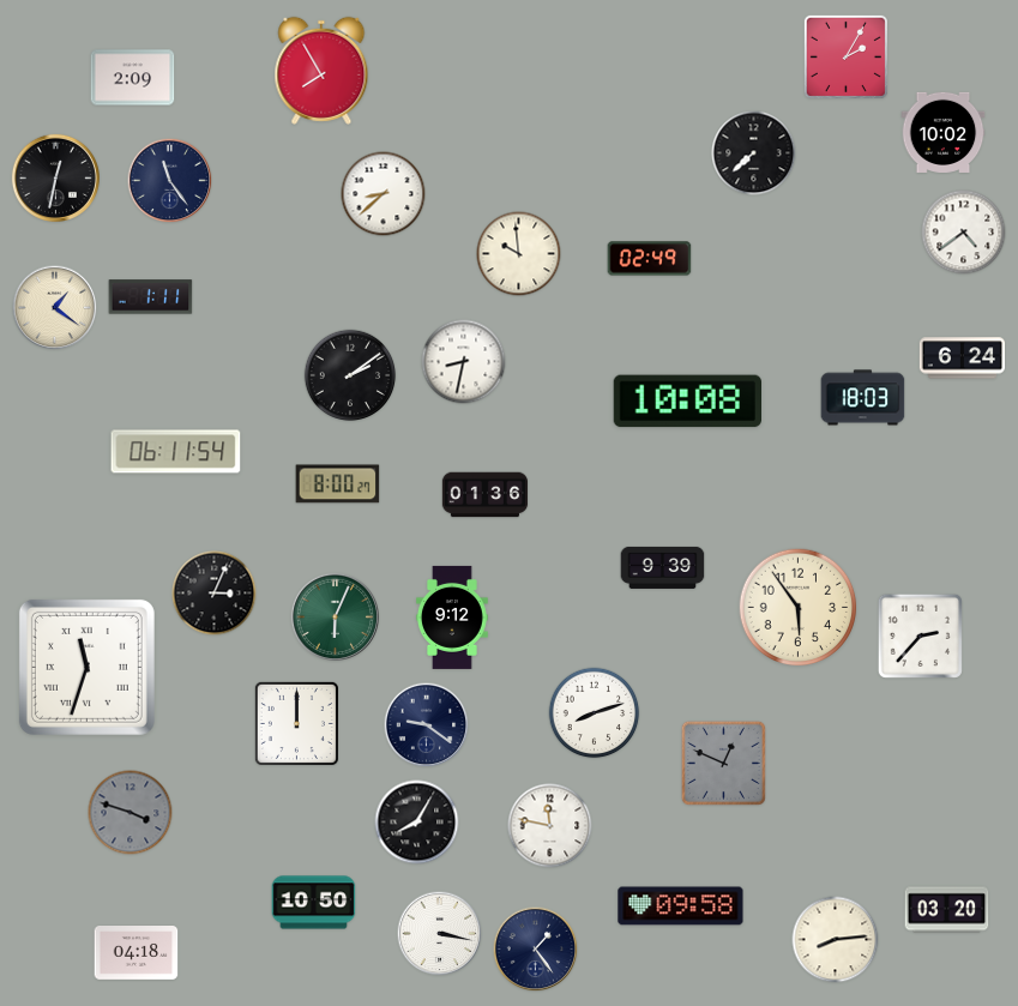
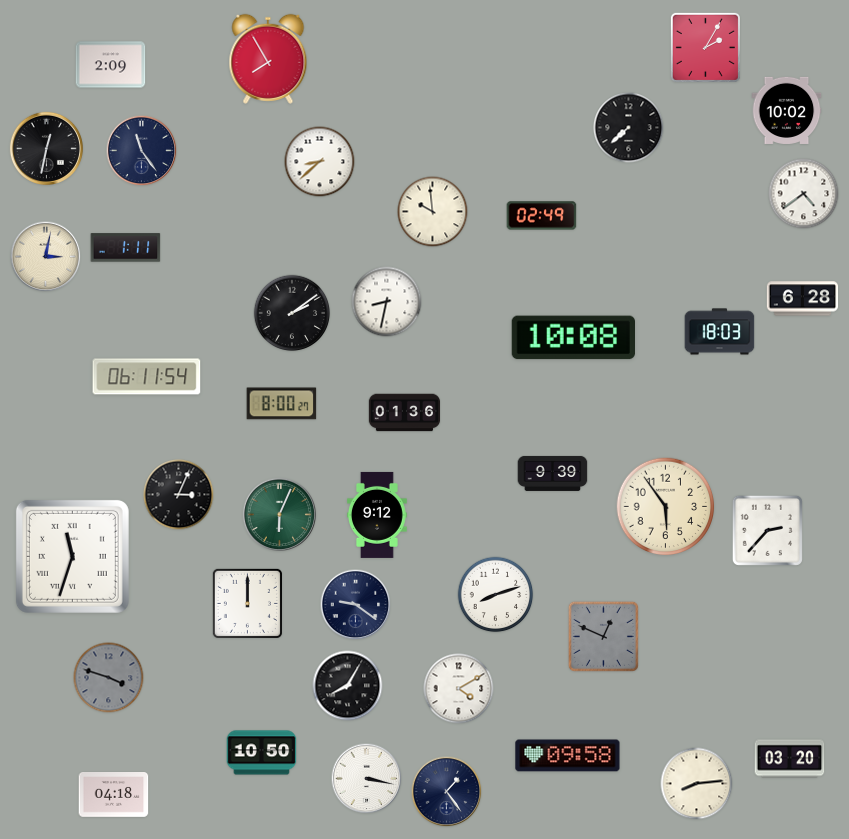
clock at (55, 308): 1:21 -> 3:02
clock at (963, 359): 6:24 -> 6:28
clock at (687, 402) position: (687, 402) -> (573, 338)
clock at (550, 826): 11:47 -> 4:10
